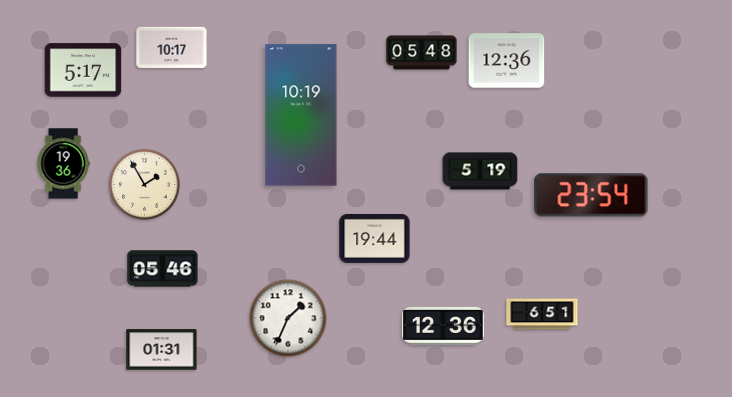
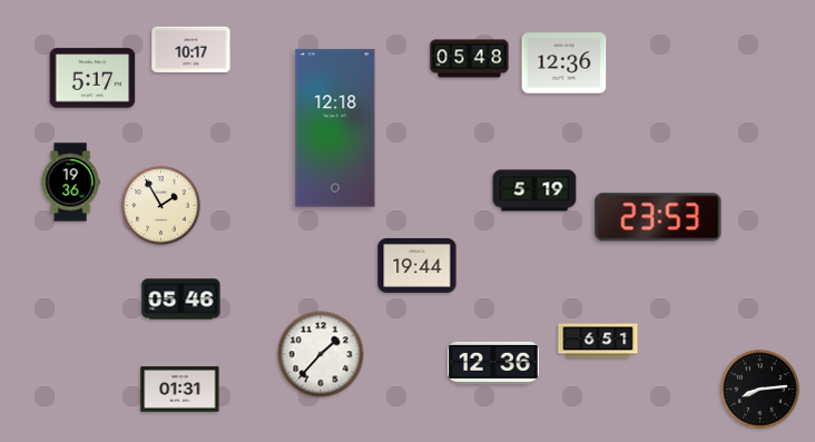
clock at (172, 47) position: (172, 47) -> (192, 49)
clock at (507, 61) position: (507, 61) -> (564, 63)
clock at (301, 115): 10:19 -> 12:18
clock at (591, 195): 23:54 -> 23:53
clock at (542, 314) position: (542, 314) -> (598, 341)
clock at (288, 318): 1:34 -> 1:37
clock at (760, 390): none -> 8:14
